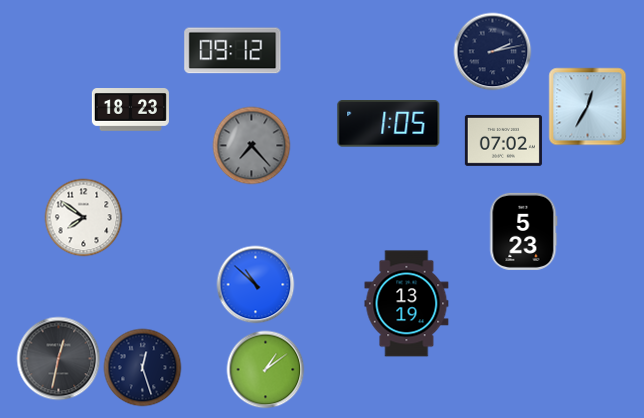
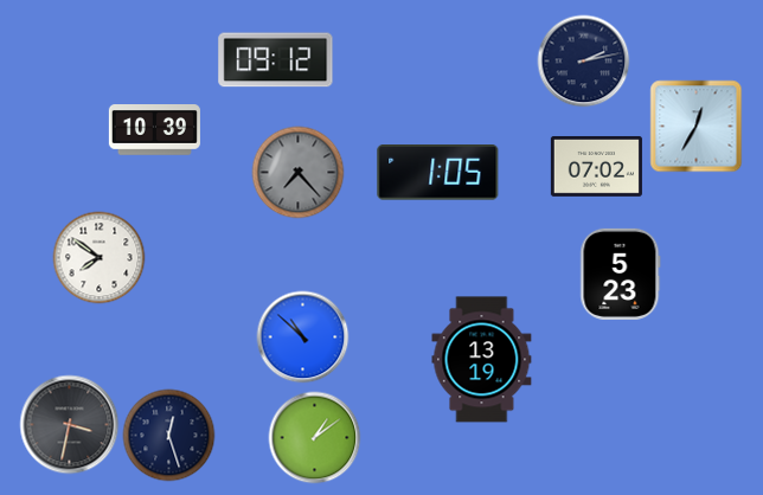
clock at (130, 110): 18:23 -> 10:39
clock at (389, 124) position: (389, 124) -> (438, 173)
clock at (58, 358): 12:32 -> 3:32
